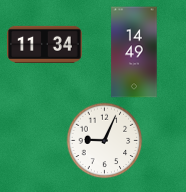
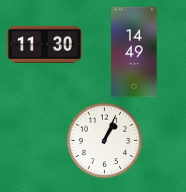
clock at (45, 44): 11:34 -> 11:30
clock at (105, 141): 9:04 -> 1:04
